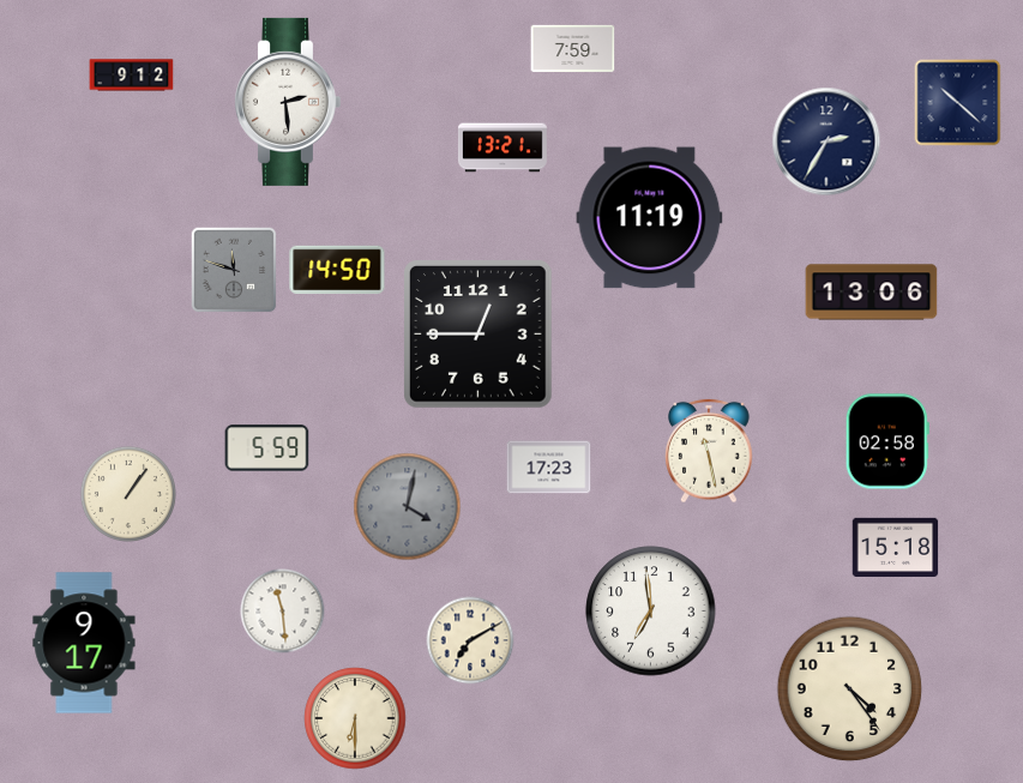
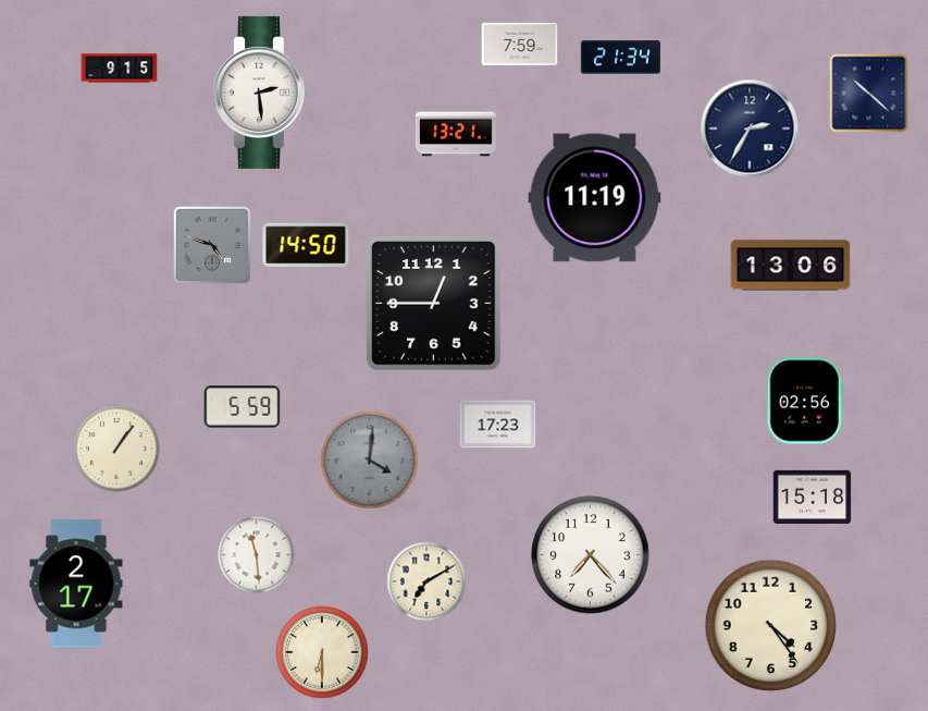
clock at (620, 58): none -> 21:34
clock at (132, 76): 9:12 -> 9:15
clock at (650, 218) position: (650, 218) -> (595, 198)
clock at (234, 270): 11:48 -> 4:48
clock at (887, 441): 02:58 -> 02:56
clock at (709, 451): 11:28 -> none
clock at (408, 507): 4:02 -> 4:01
clock at (651, 612): 6:59 -> 7:23
clock at (84, 643): 9:17 -> 2:17
